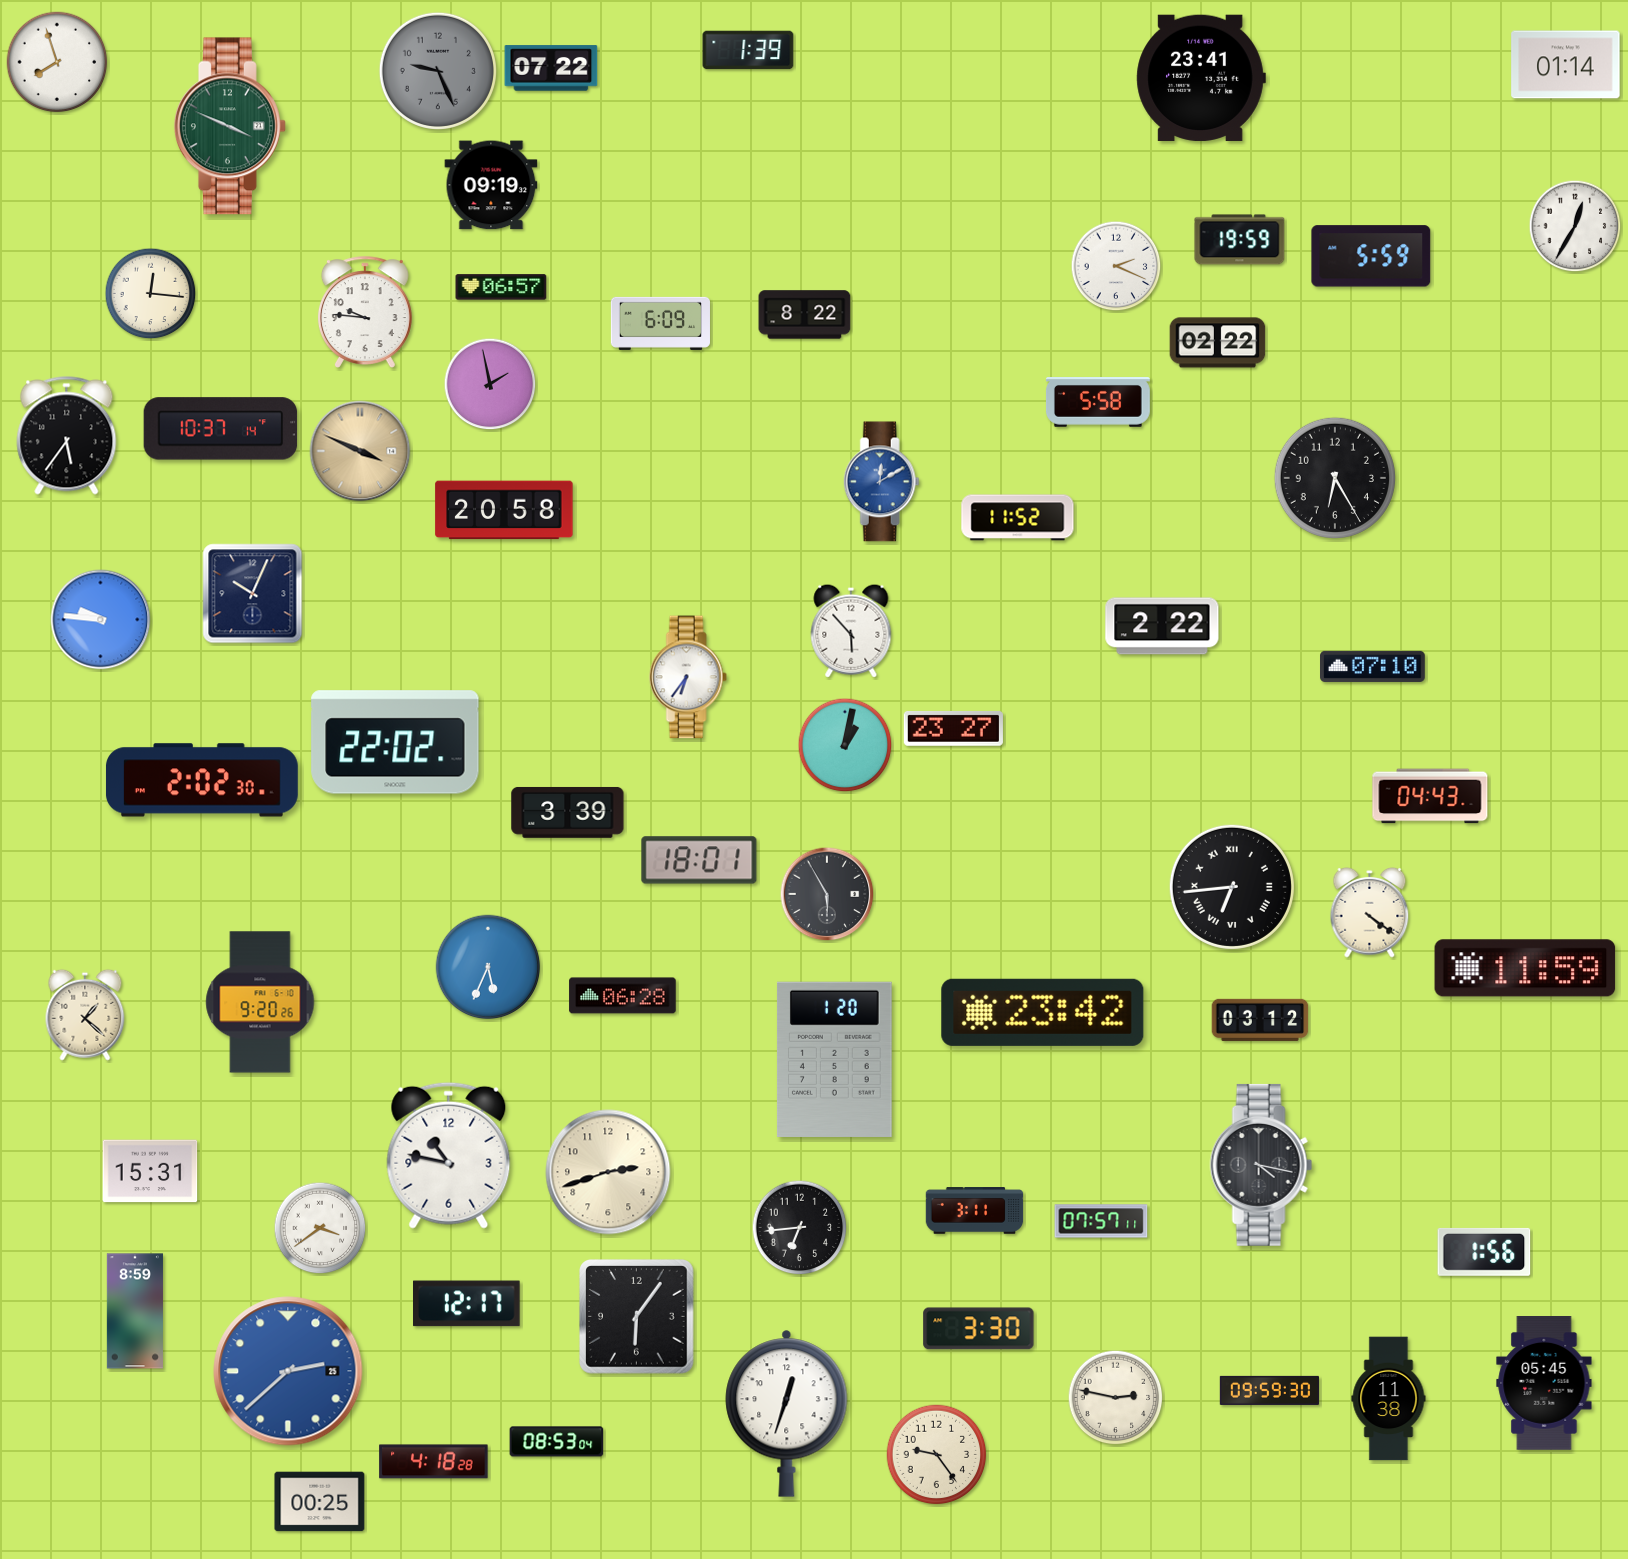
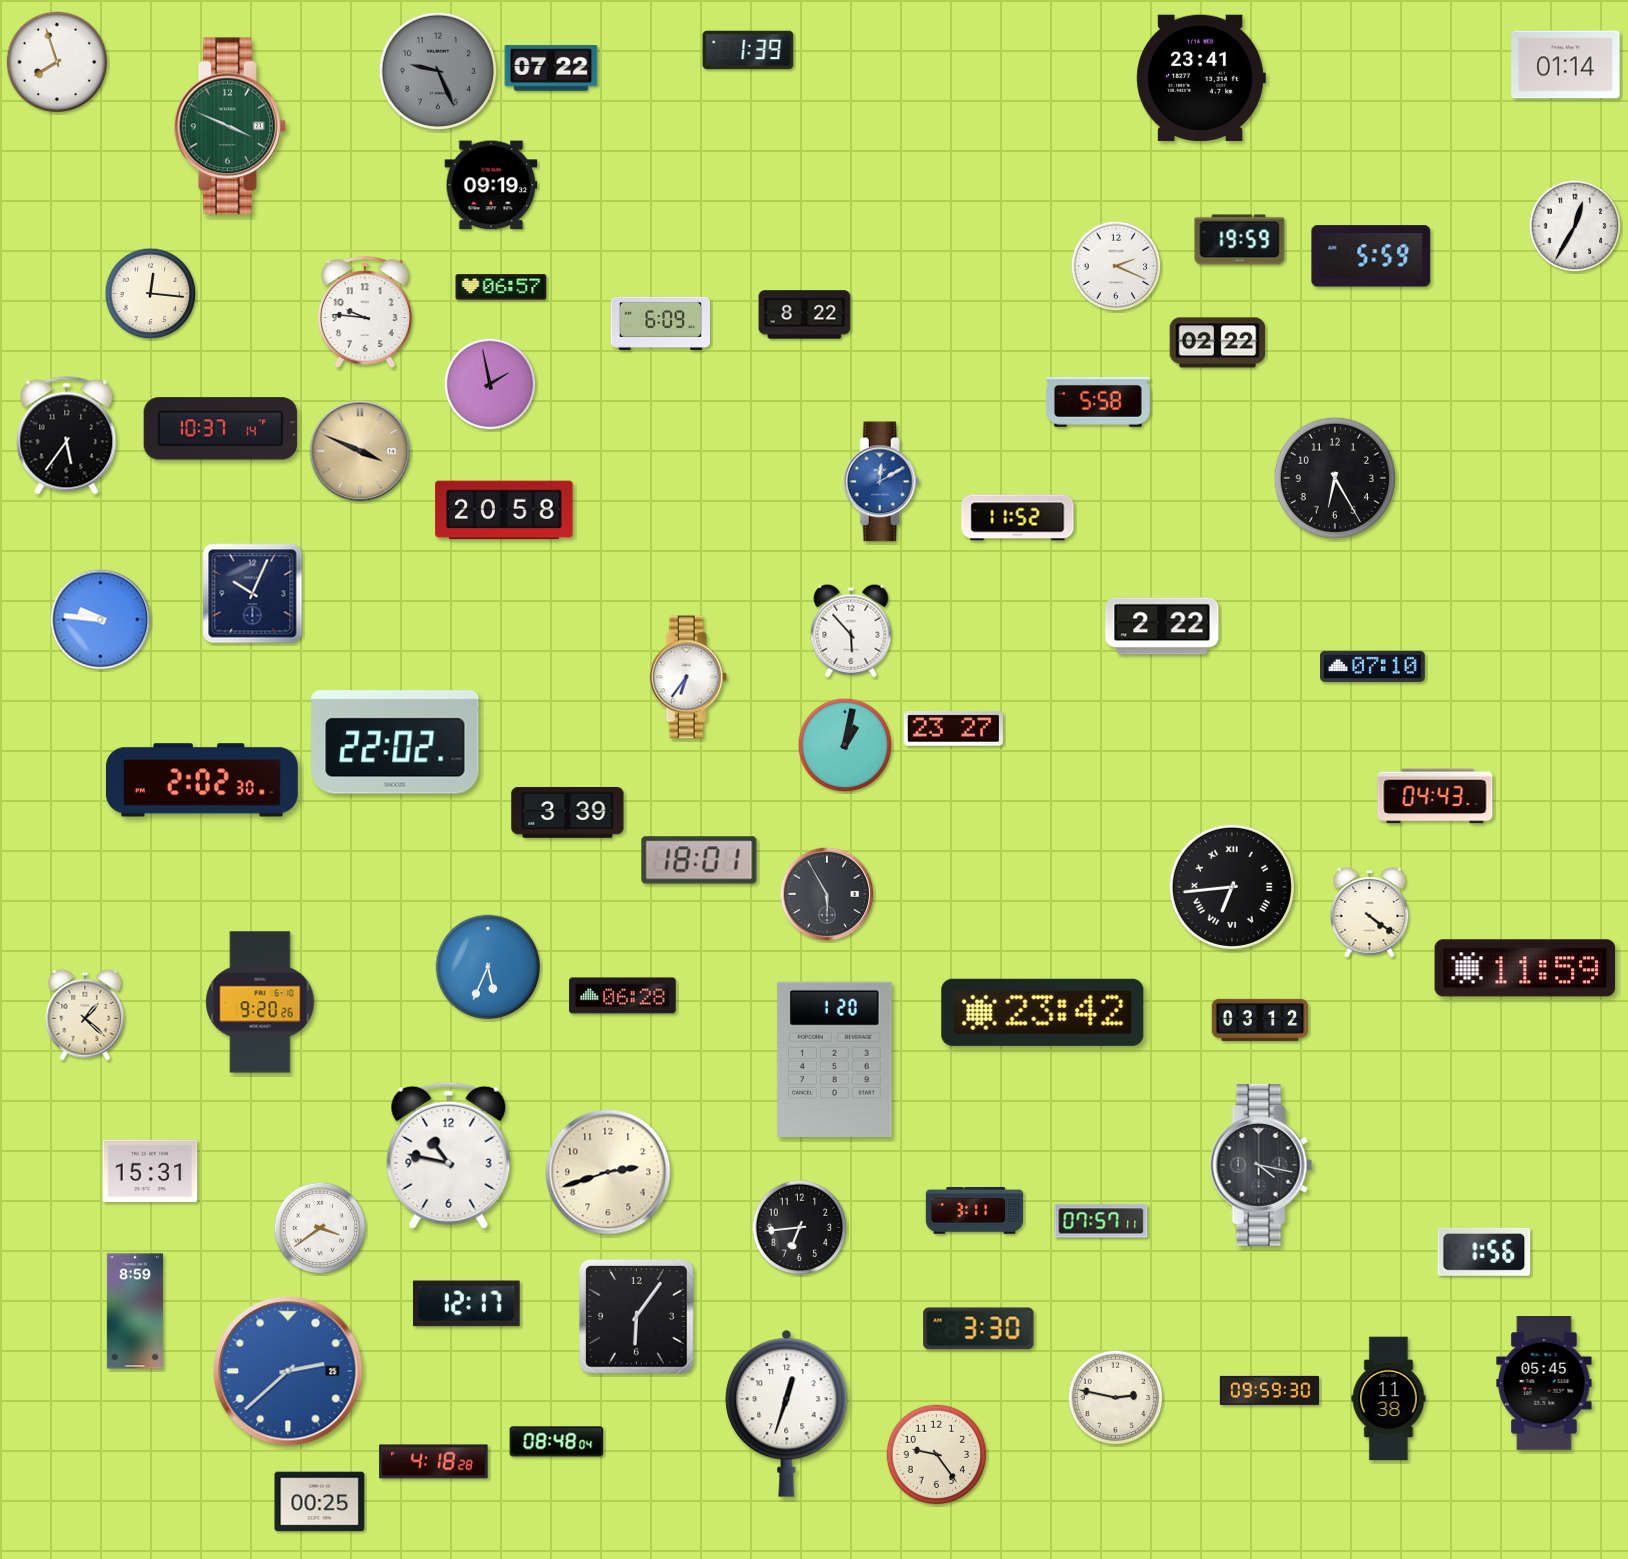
clock at (1430, 796) position: (1430, 796) -> (1435, 796)
clock at (557, 1442): 08:53 -> 08:48
